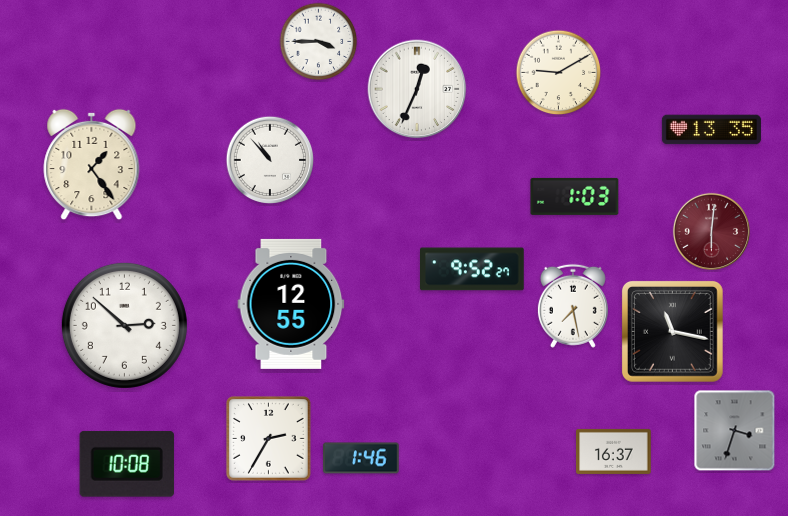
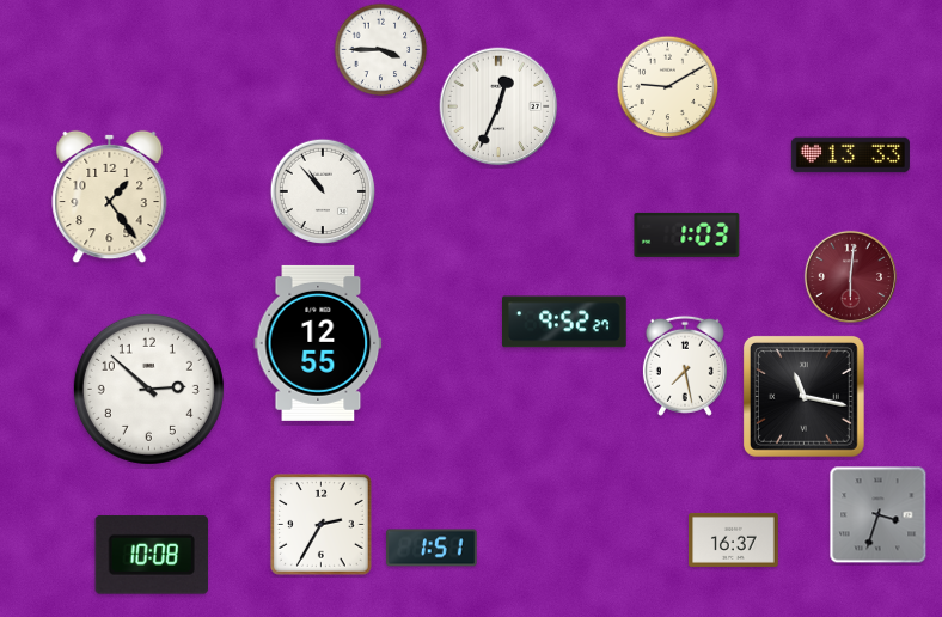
clock at (711, 130): 13:35 -> 13:33
clock at (291, 304) position: (291, 304) -> (318, 343)
clock at (361, 458): 1:46 -> 1:51
